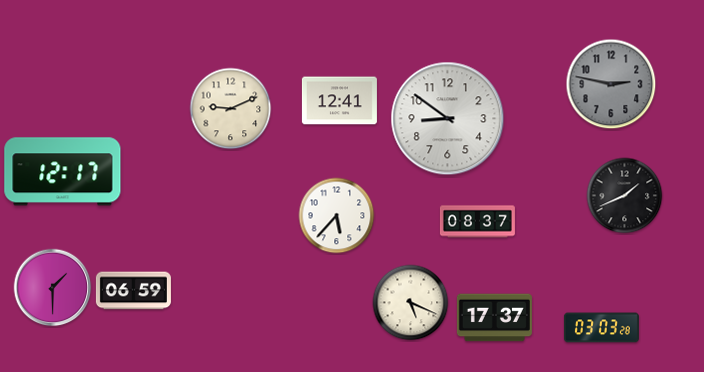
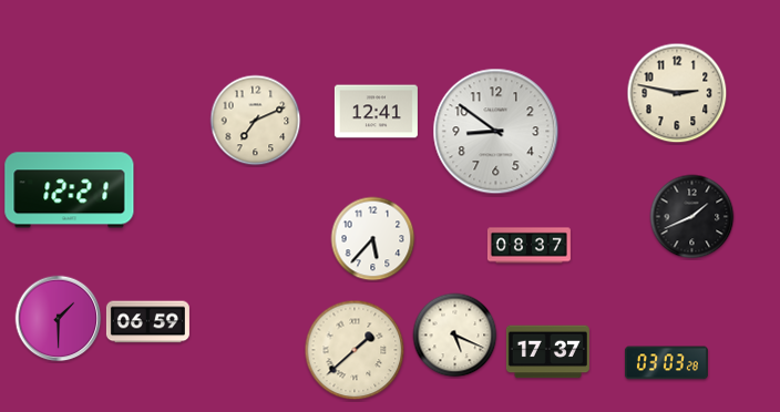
clock at (611, 84) dial: grey -> cream
clock at (231, 109): 9:11 -> 7:11
clock at (63, 172): 12:17 -> 12:21
clock at (355, 350): none -> 1:38
